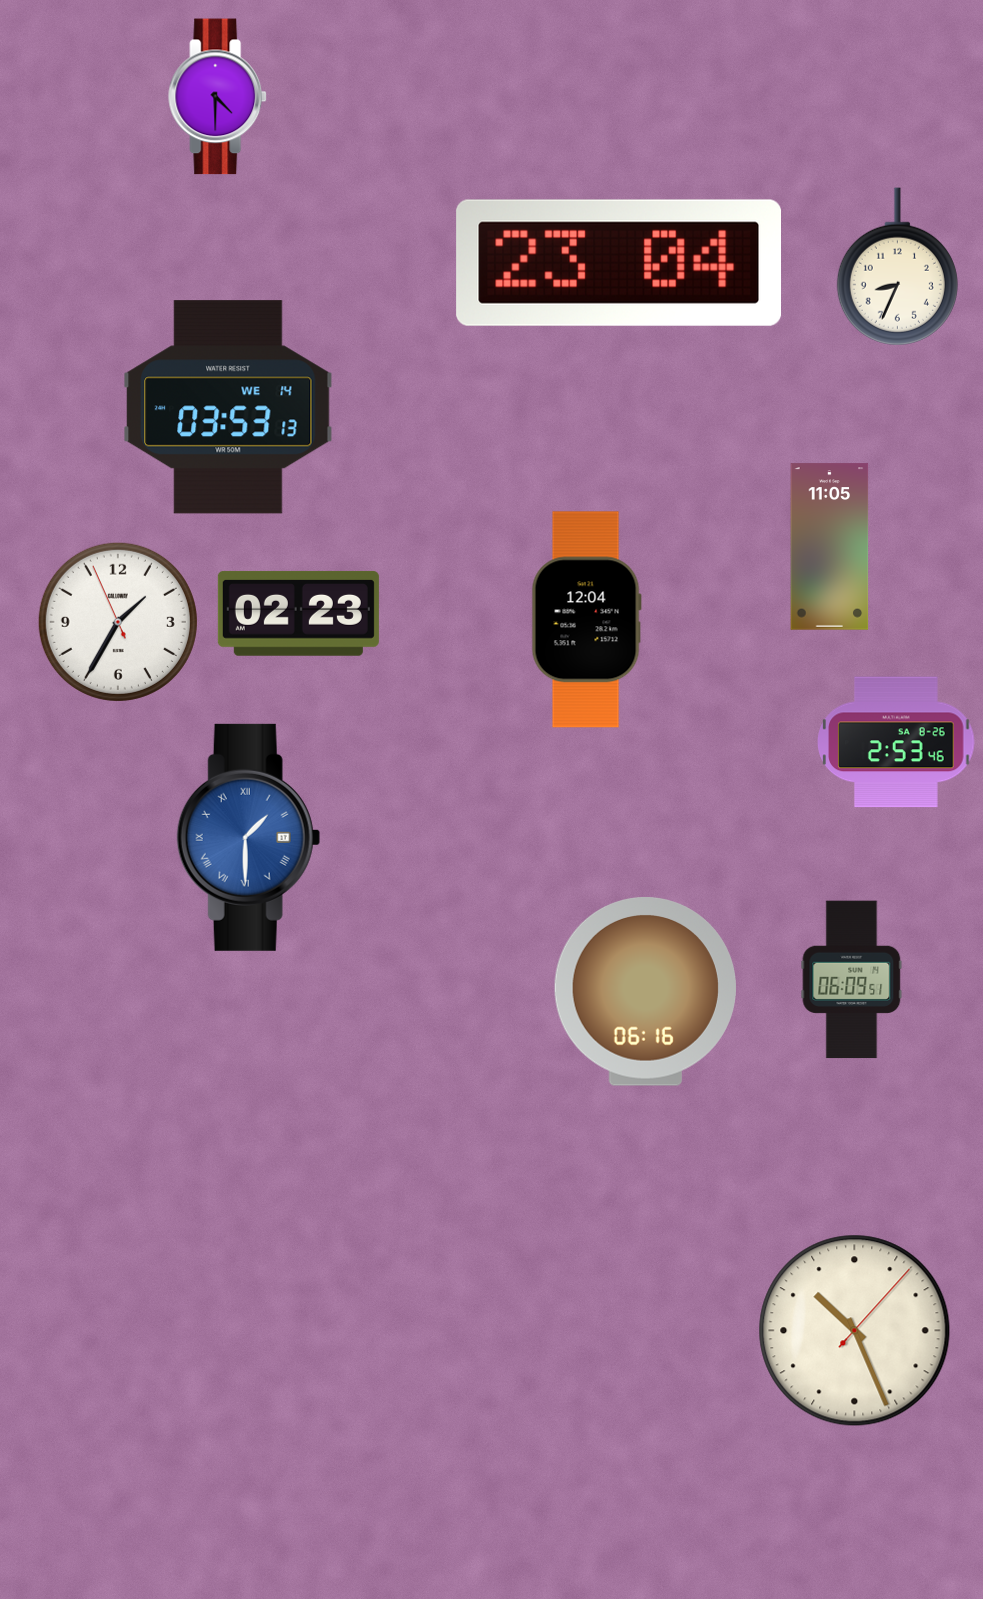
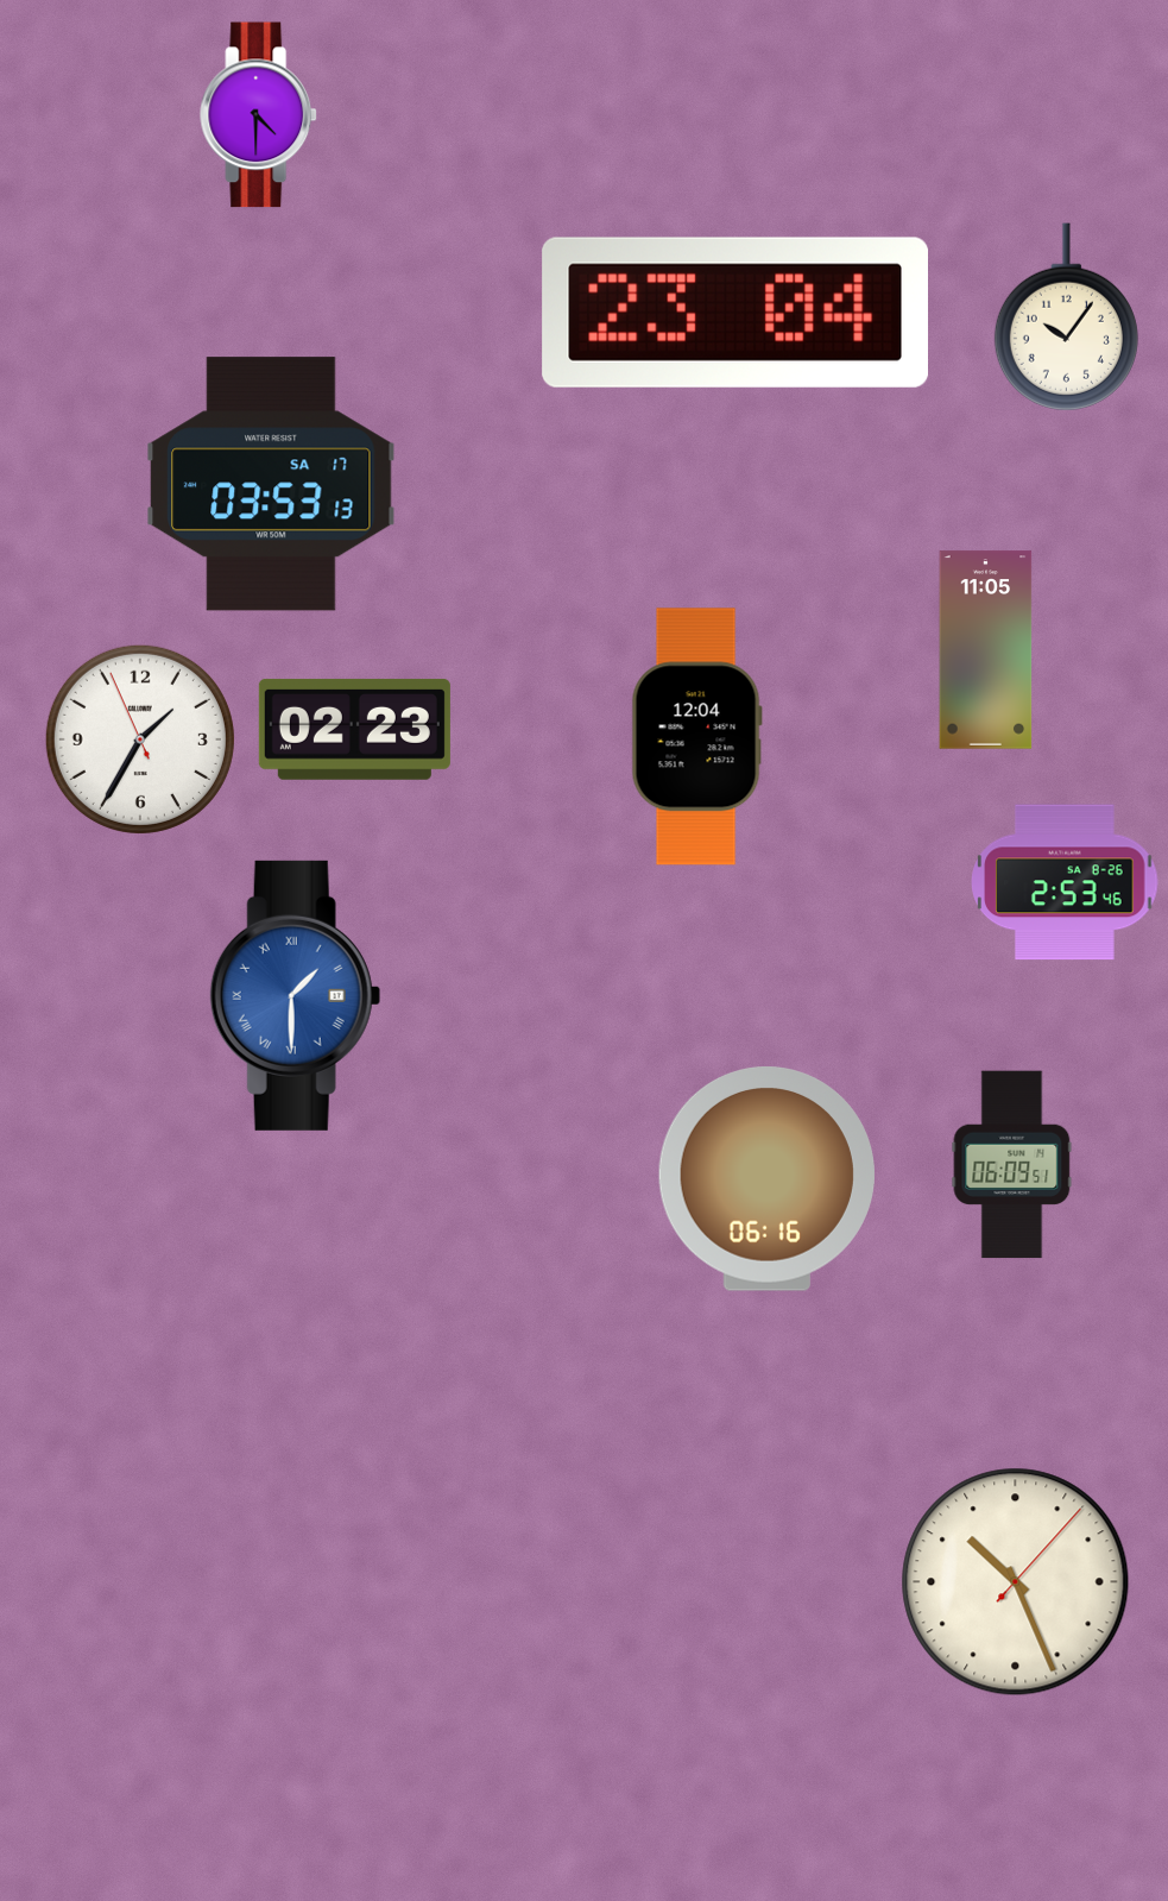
clock at (897, 267): 8:34 -> 10:06
clock at (228, 407) date: WE 14 -> SA 17
